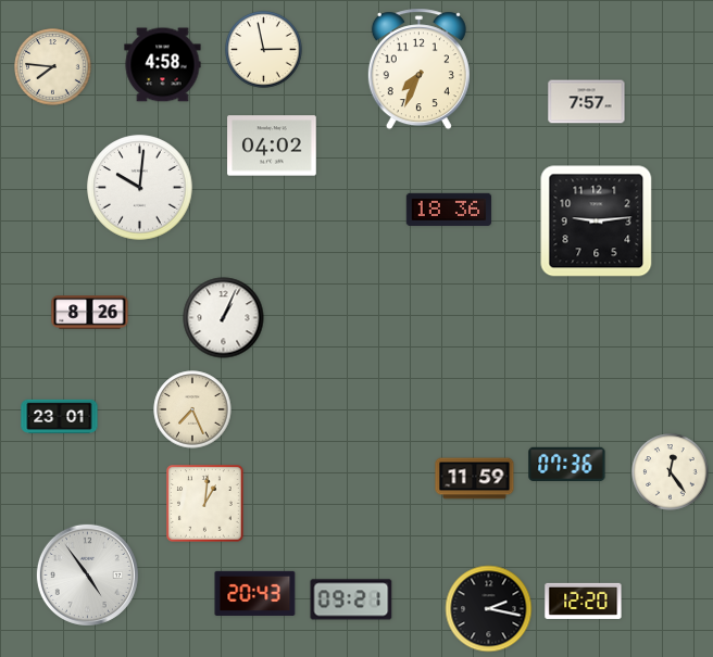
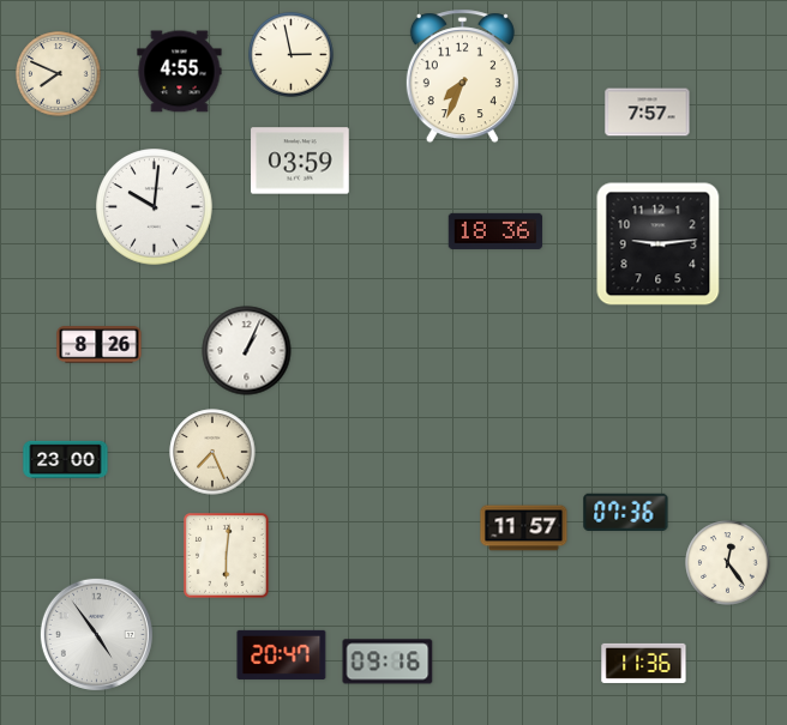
clock at (163, 65): 4:58 -> 4:55
clock at (53, 67): 7:46 -> 7:49
clock at (272, 146): 04:02 -> 03:59
clock at (60, 416): 23:01 -> 23:00
clock at (671, 472) position: (671, 472) -> (728, 563)
clock at (475, 479): 11:59 -> 11:57
clock at (205, 504): 1:01 -> 6:01
clock at (255, 593): 20:43 -> 20:47
clock at (351, 599): 09:21 -> 09:16
clock at (584, 601): 12:20 -> 11:36
clock at (489, 609): 2:17 -> none
